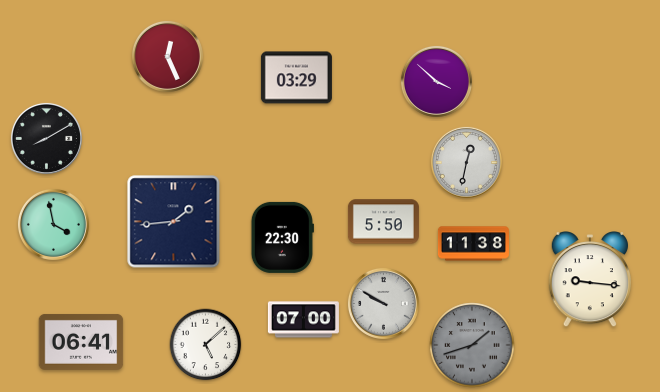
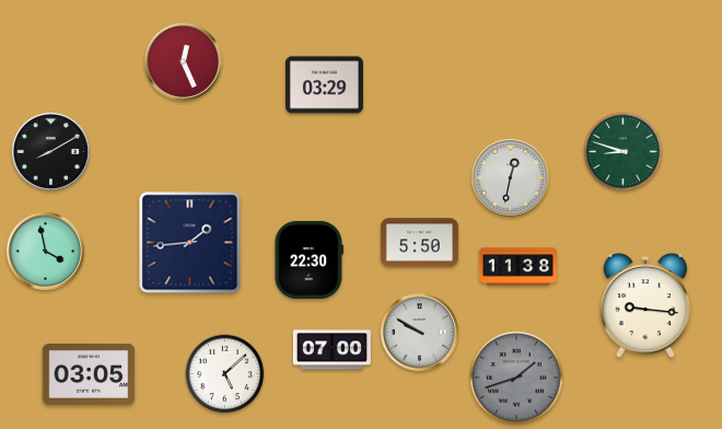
clock at (436, 81): 3:52 -> none
clock at (624, 152): none -> 8:48
clock at (53, 224) position: (53, 224) -> (45, 251)
clock at (81, 342): 06:41 -> 03:05
clock at (206, 345) position: (206, 345) -> (225, 374)
